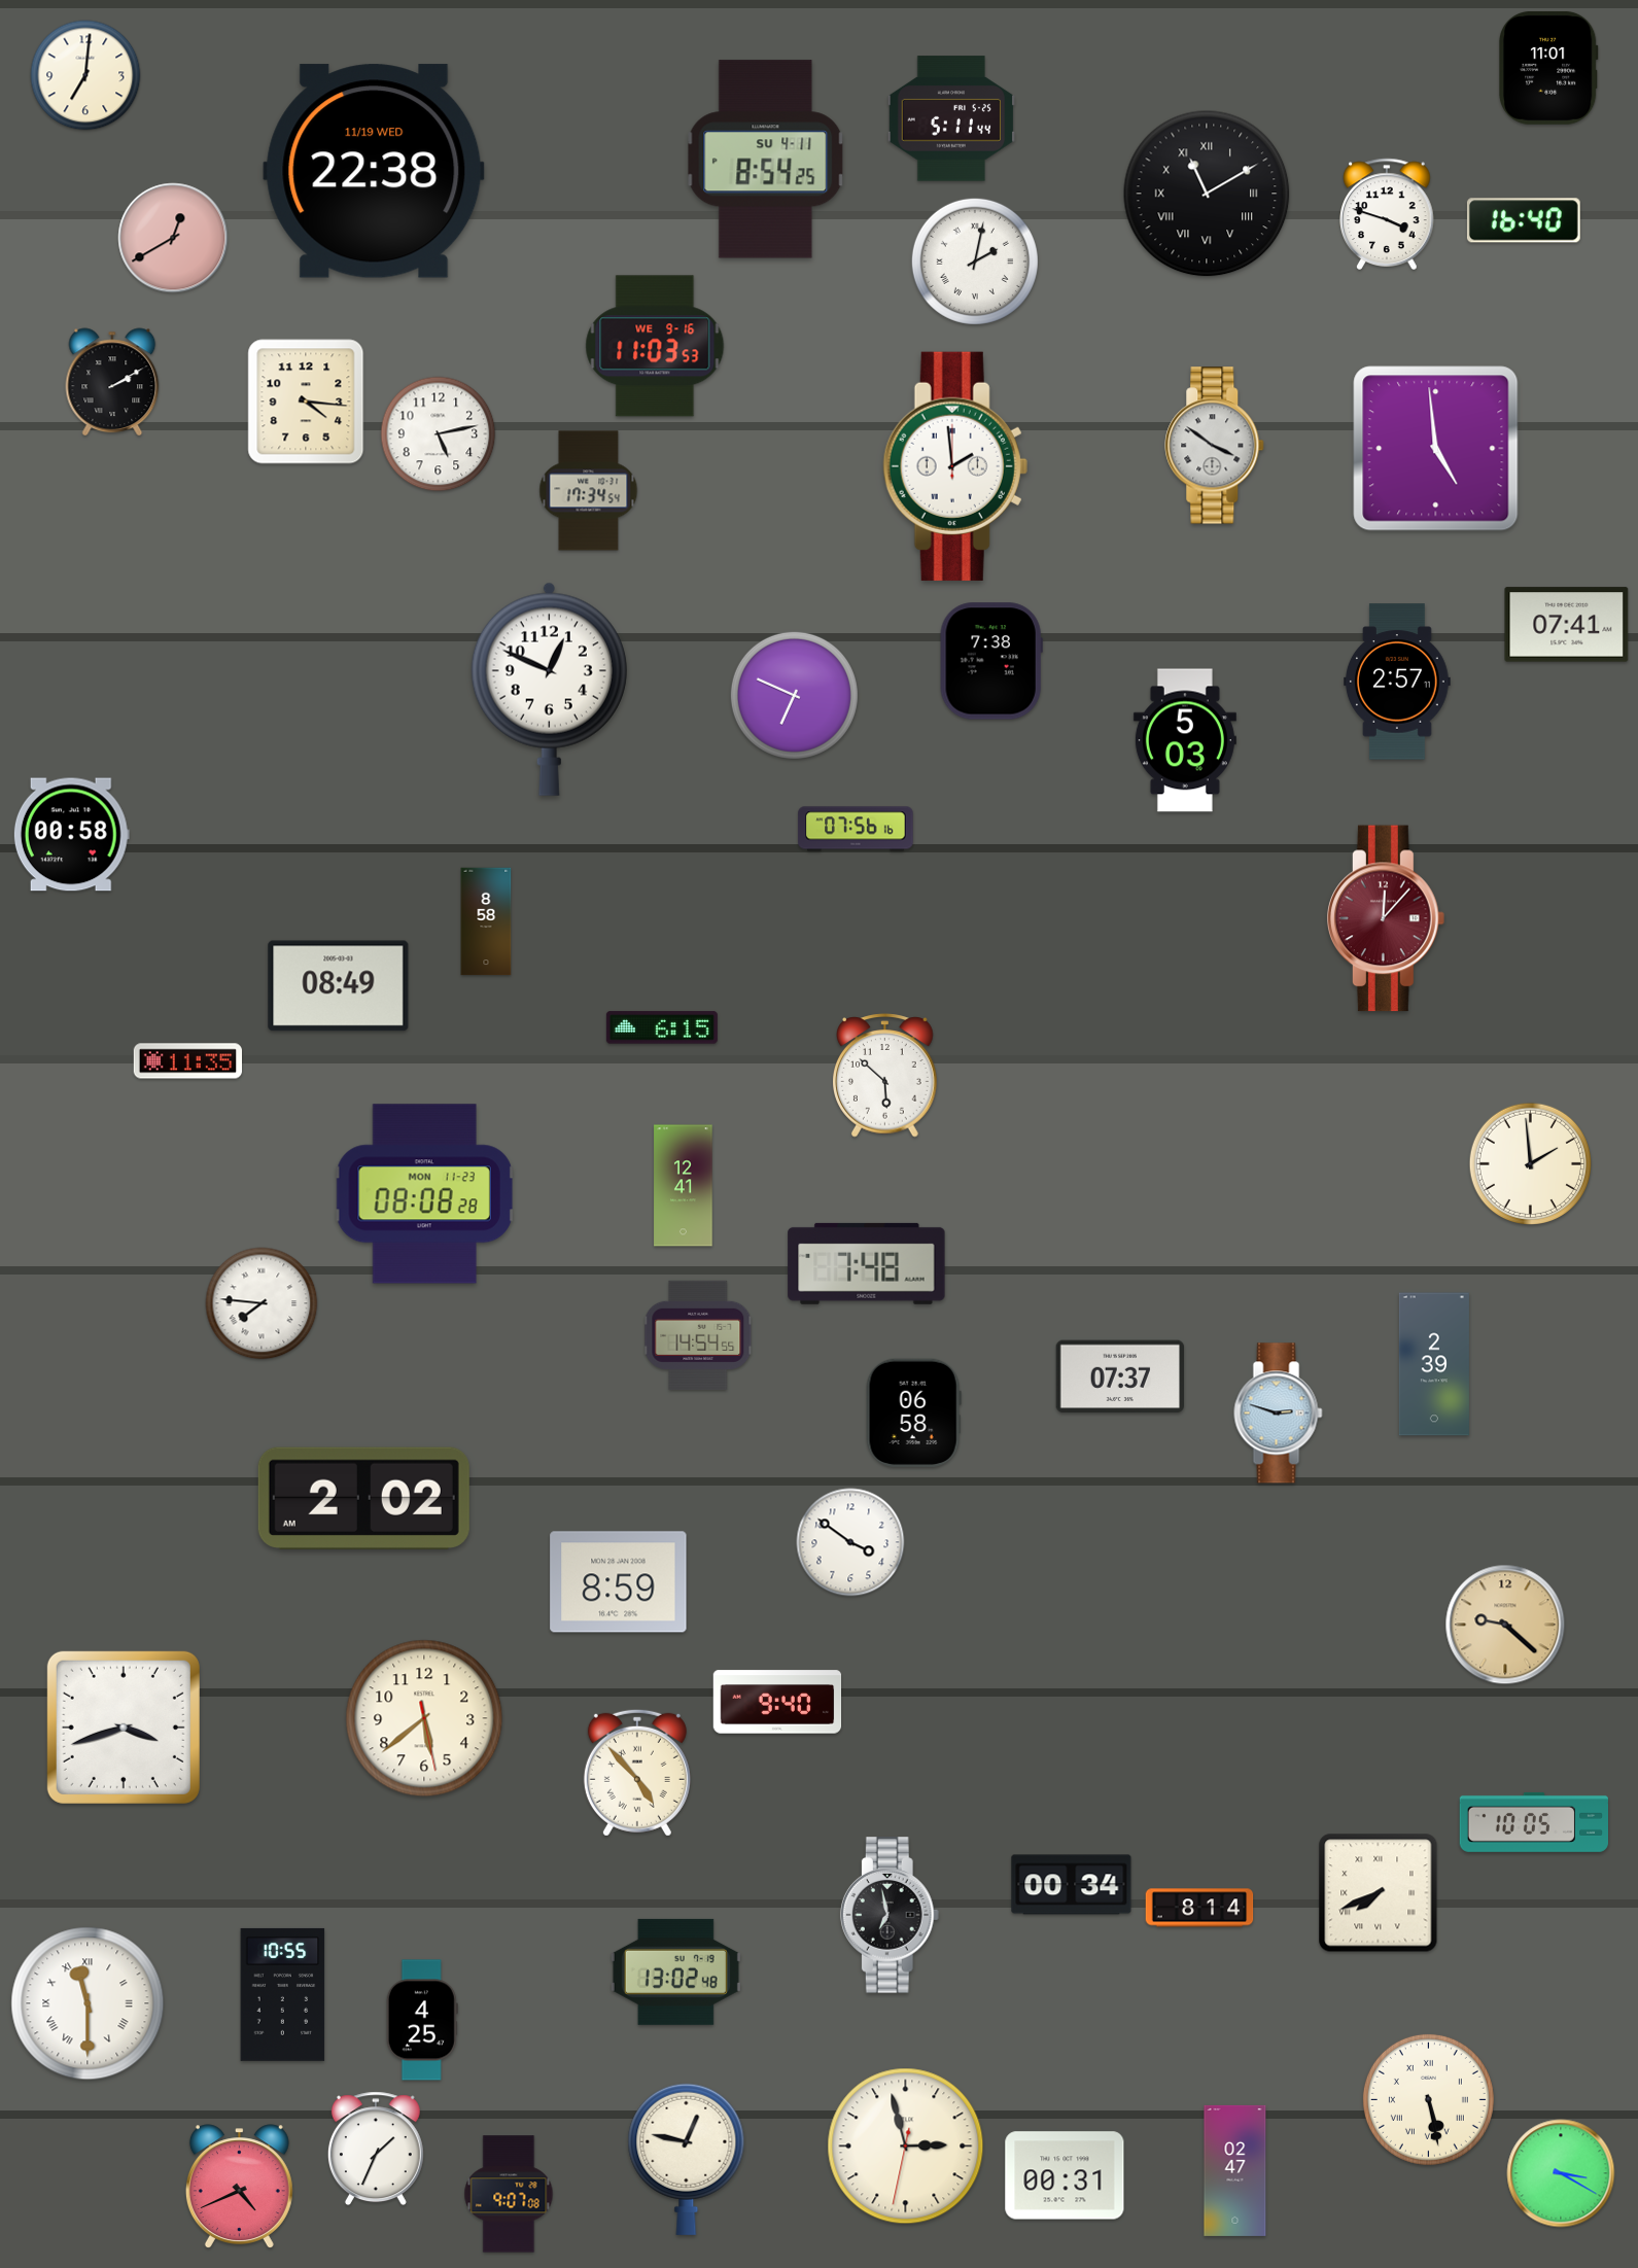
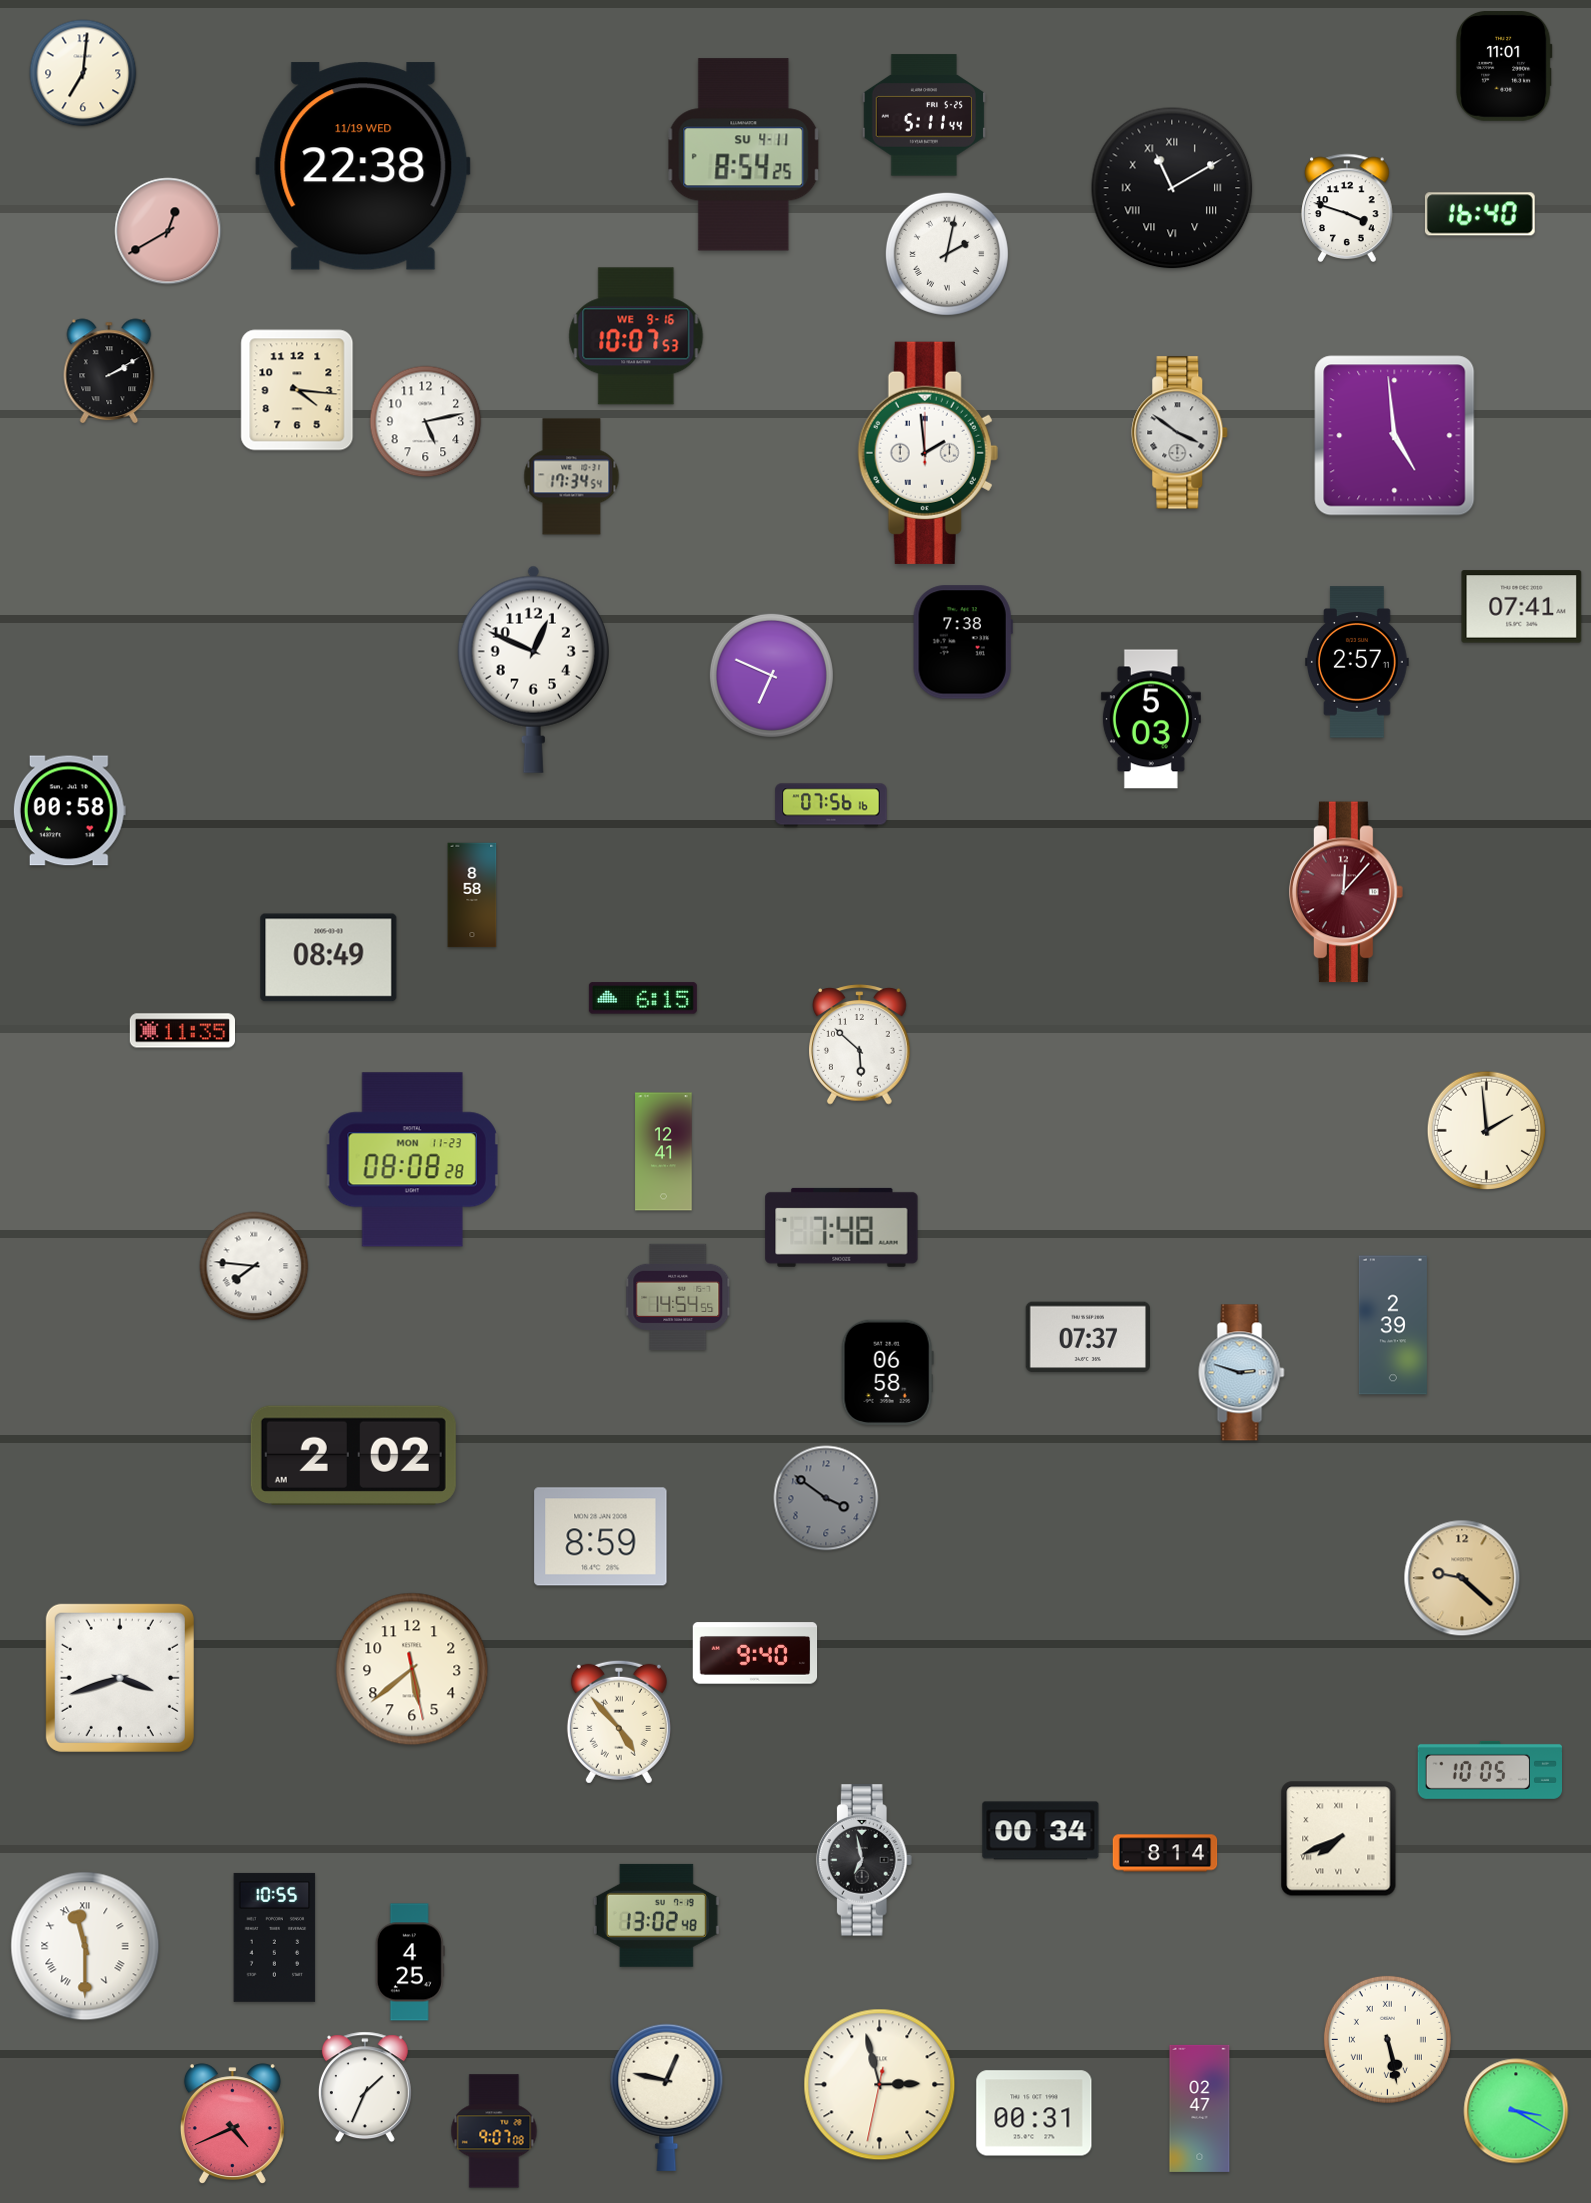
clock at (655, 346): 11:03 -> 10:07
clock at (850, 1542) dial: white -> grey
